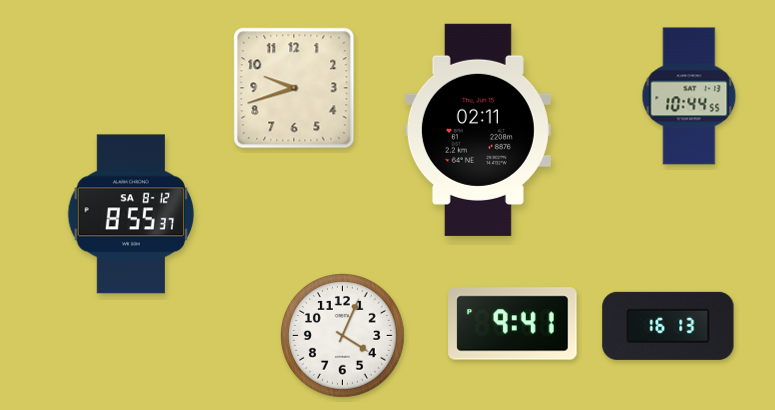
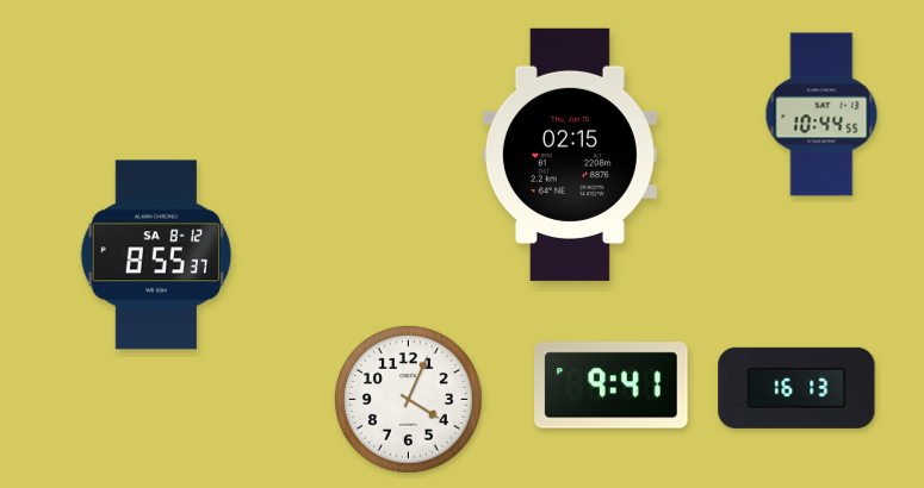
clock at (294, 88): 9:42 -> none
clock at (478, 130): 02:11 -> 02:15
